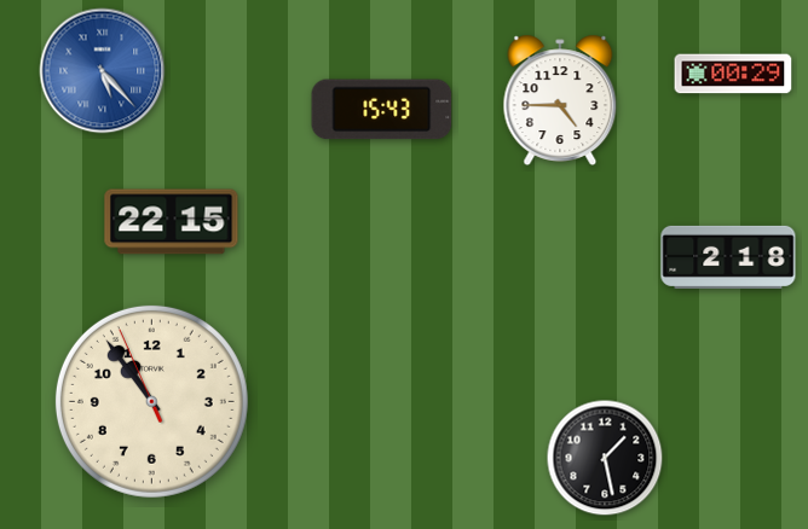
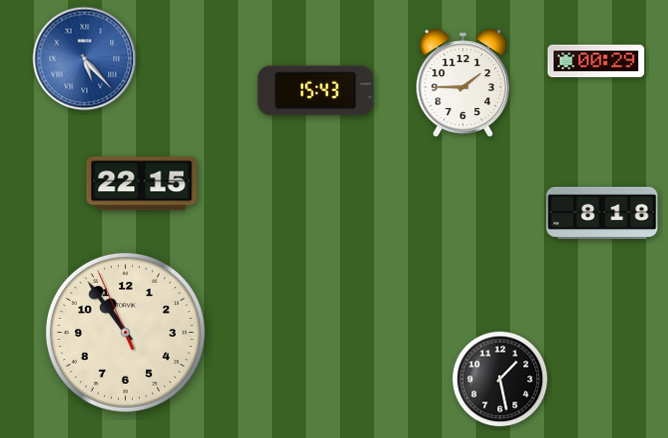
clock at (733, 74) position: (733, 74) -> (596, 61)
clock at (560, 99): 4:45 -> 1:45
clock at (728, 257): 2:18 -> 8:18
